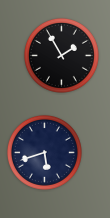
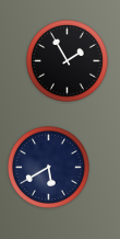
clock at (44, 152): 5:42 -> 5:40
